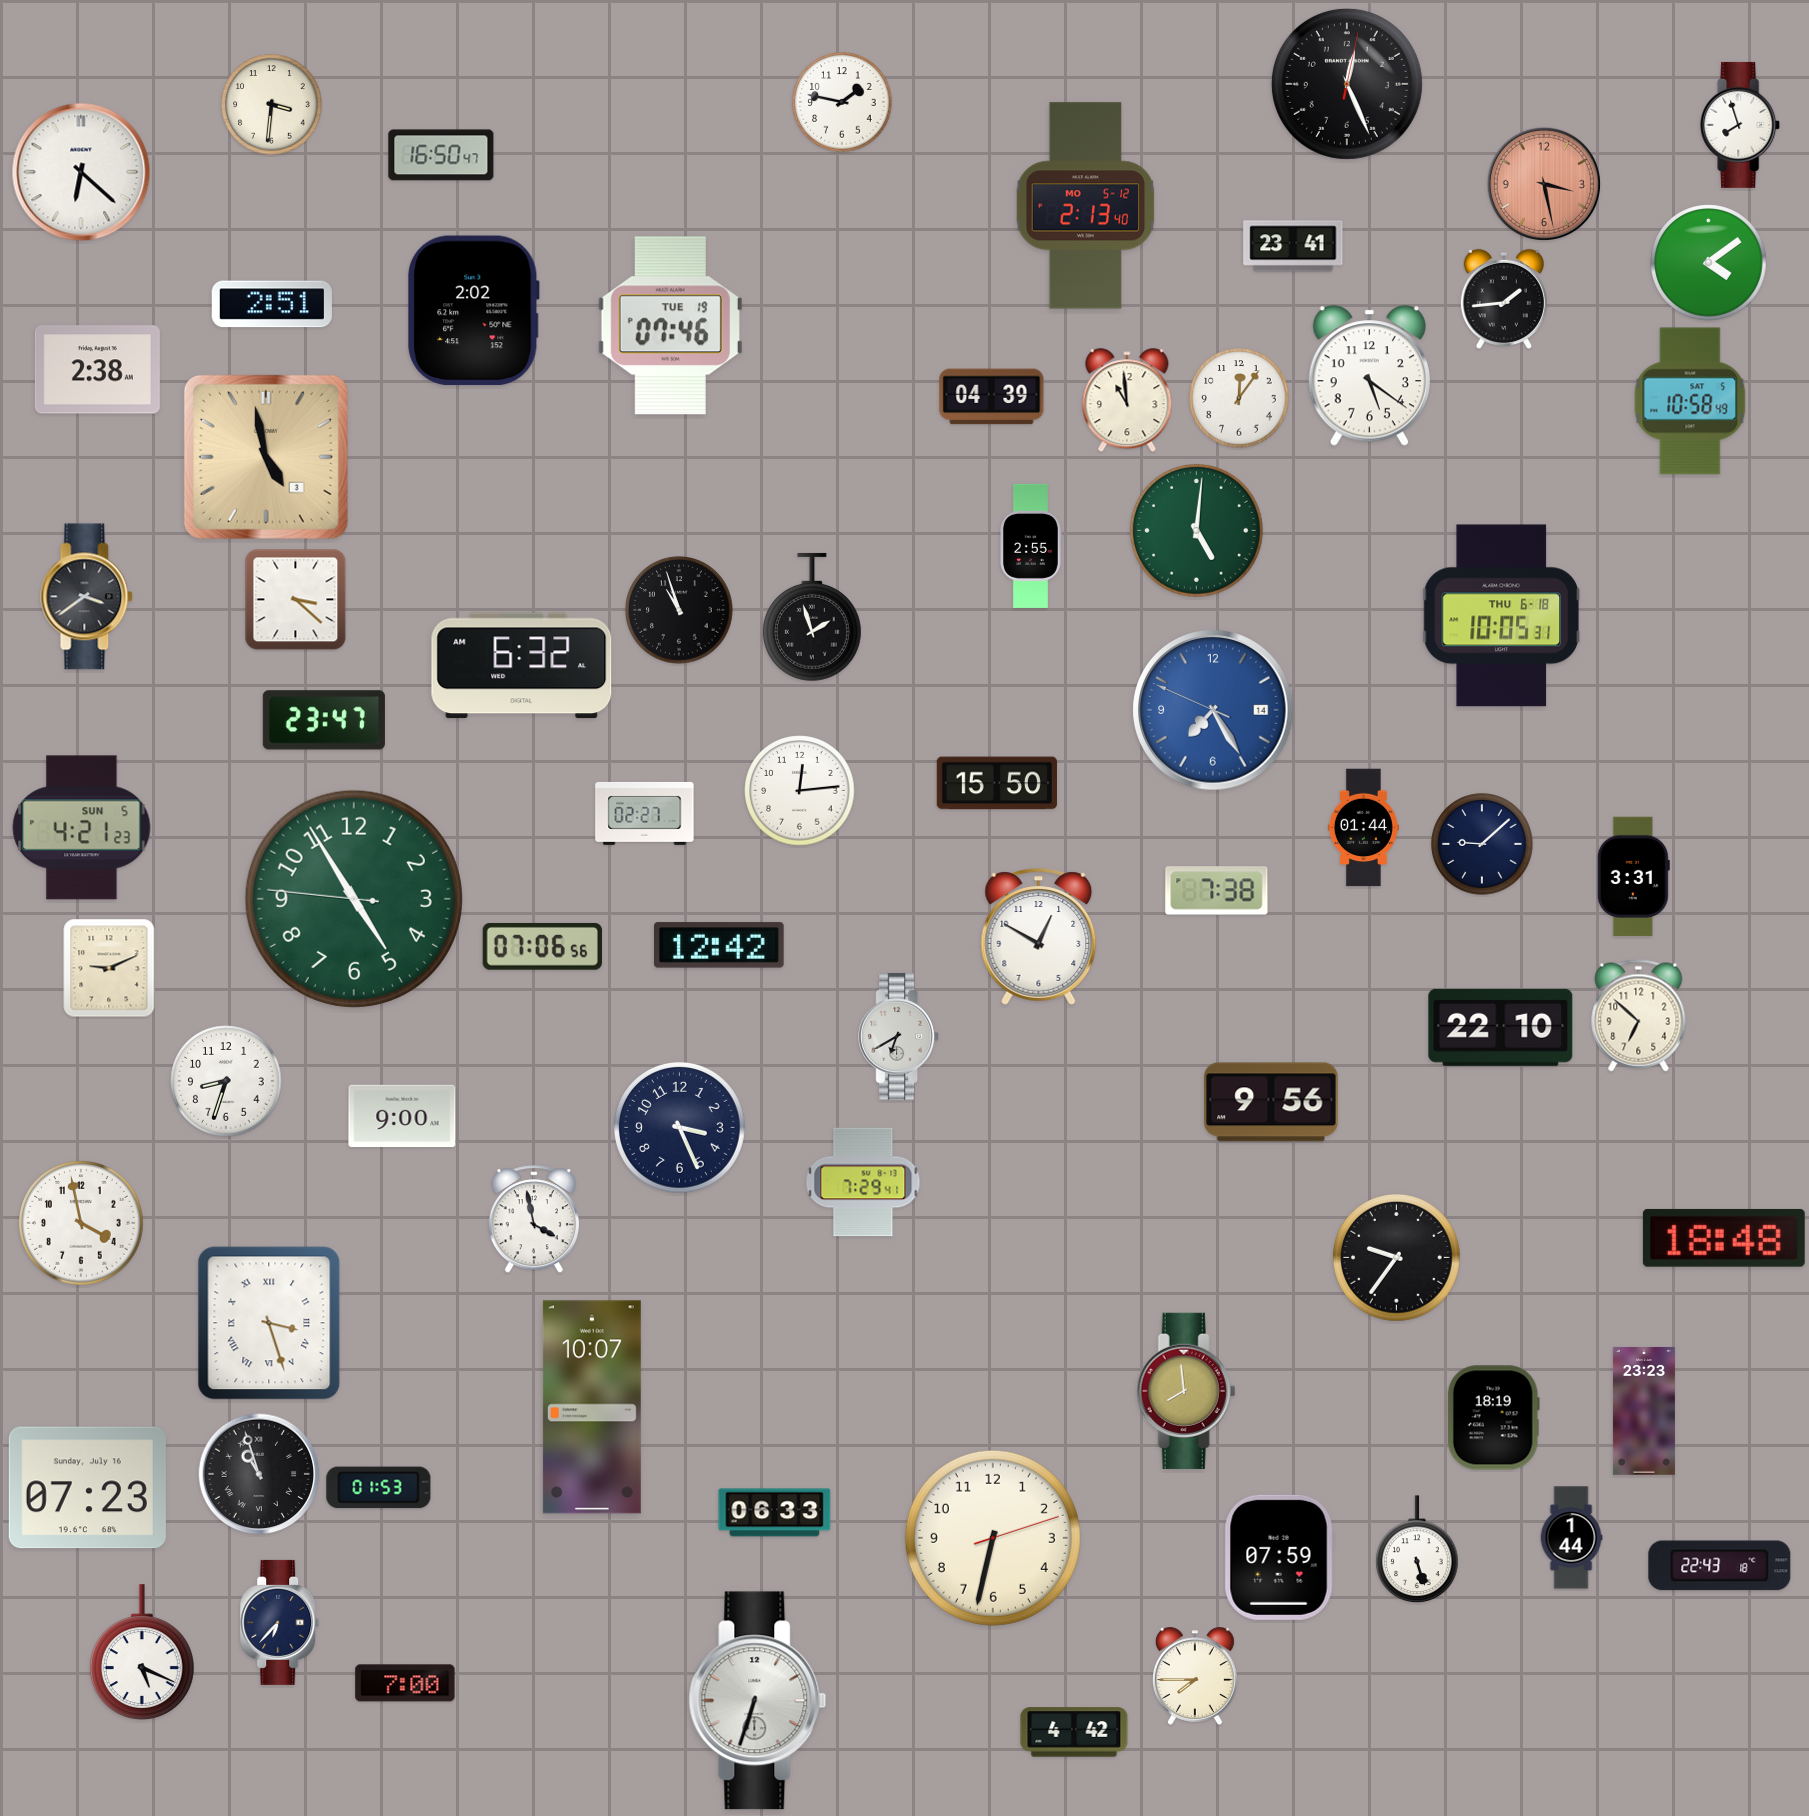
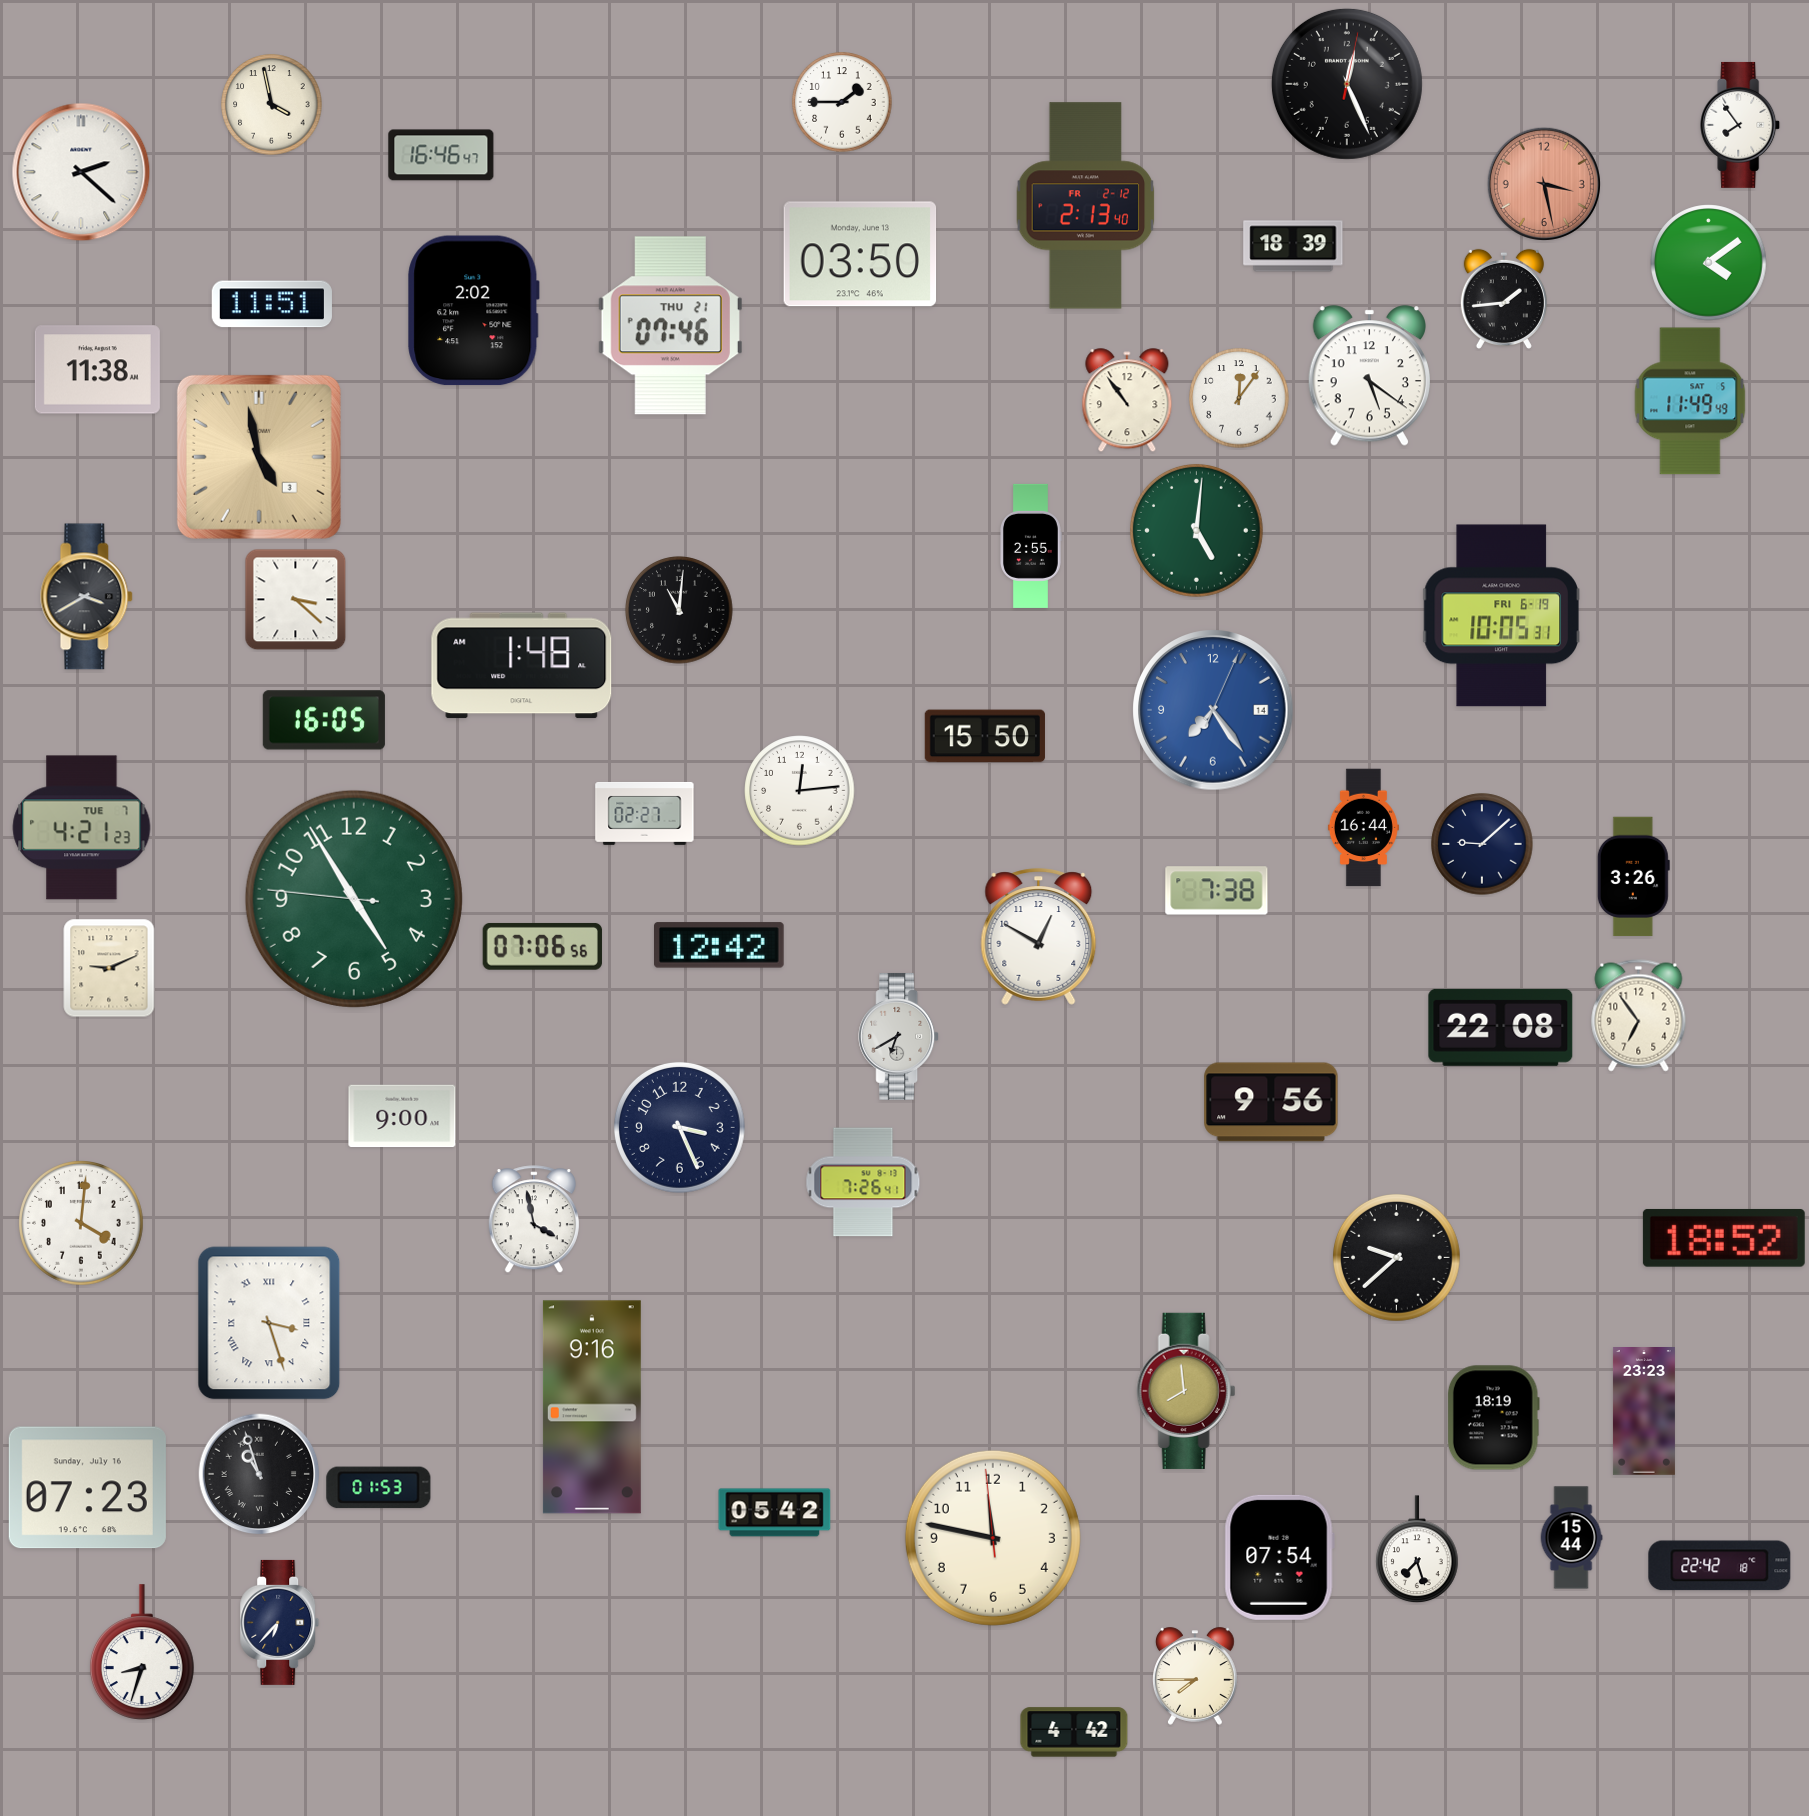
clock at (842, 102): 1:47 -> 1:45
clock at (272, 105): 3:31 -> 3:58
clock at (1741, 125): 7:57 -> 7:54
clock at (441, 155): 16:50 -> 16:46
clock at (81, 172): 6:22 -> 2:22
clock at (1086, 206) date: MO 5-12 -> FR 2-12
clock at (1293, 246): 23:41 -> 18:39
clock at (860, 254): none -> 03:50
clock at (272, 304): 2:51 -> 11:51
clock at (670, 326) date: TUE 19 -> THU 21
clock at (97, 370): 2:38 -> 11:38
clock at (992, 397): 04:39 -> none
clock at (1127, 401): 10:59 -> 10:54
clock at (1690, 401): 10:58 -> 11:49
clock at (266, 457) position: (266, 457) -> (259, 457)
clock at (87, 597): 3:39 -> 3:40
clock at (679, 610): 10:57 -> 11:01
clock at (1501, 616) date: THU 6-18 -> FRI 6-19
clock at (812, 617): 1:57 -> none
clock at (522, 666): 6:32 -> 1:48
clock at (1213, 710): 7:24:49 -> 7:24:04
clock at (324, 720): 23:47 -> 16:05
clock at (997, 783) position: (997, 783) -> (985, 736)
clock at (82, 828) date: SUN 5 -> TUE 7
clock at (1363, 828): 01:44 -> 16:44
clock at (1633, 877): 3:31 -> 3:26
clock at (1639, 1016): 6:52 -> 6:54
clock at (1501, 1027): 22:10 -> 22:08
clock at (226, 1081): 8:33 -> none
clock at (863, 1182): 7:29 -> 7:26
clock at (82, 1224): 3:58 -> 4:01
clock at (1724, 1238): 18:48 -> 18:52
clock at (1397, 1258): 9:36 -> 9:38
clock at (592, 1407): 10:07 -> 9:16
clock at (775, 1513): 06:33 -> 05:42
clock at (993, 1538): 6:32 -> 11:46
clock at (1571, 1538): 1:44 -> 15:44
clock at (1417, 1550): 5:27 -> 7:27
clock at (1279, 1557): 07:59 -> 07:54
clock at (1720, 1566): 22:43 -> 22:42
clock at (142, 1652): 5:19 -> 8:33
clock at (405, 1683): 7:00 -> none
clock at (758, 1701): 6:33 -> none
